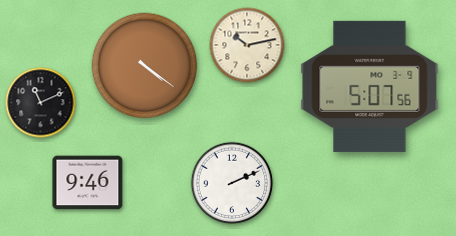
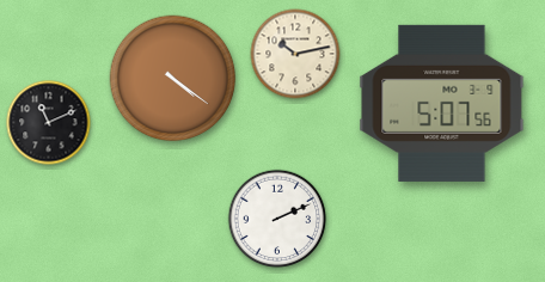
clock at (88, 183): 9:46 -> none
